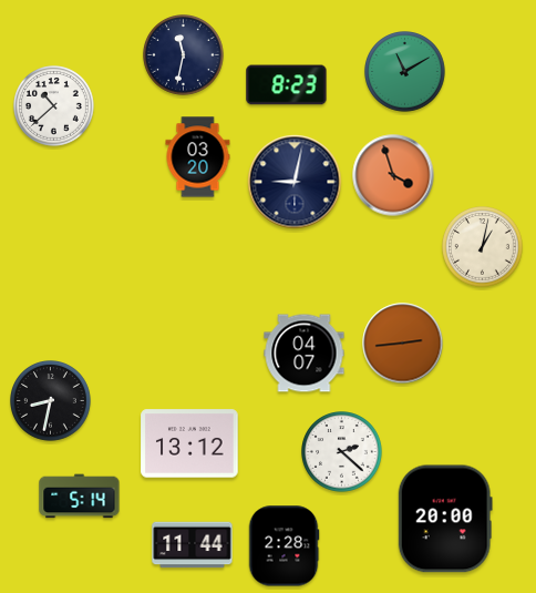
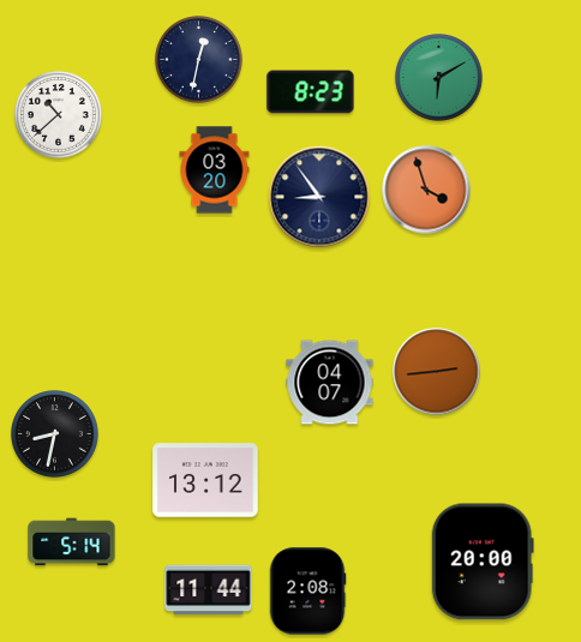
clock at (184, 55): 11:32 -> 12:32
clock at (405, 72): 11:10 -> 6:10
clock at (295, 182): 9:02 -> 8:54
clock at (483, 247): 1:02 -> none
clock at (342, 452): 2:22 -> none
clock at (80, 497) position: (80, 497) -> (72, 542)
clock at (284, 546): 2:28 -> 2:08
